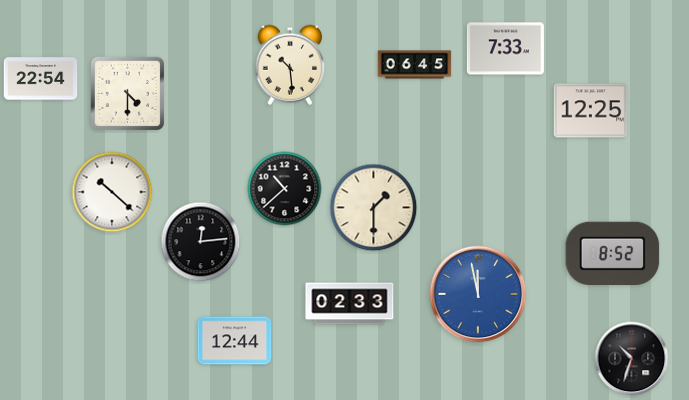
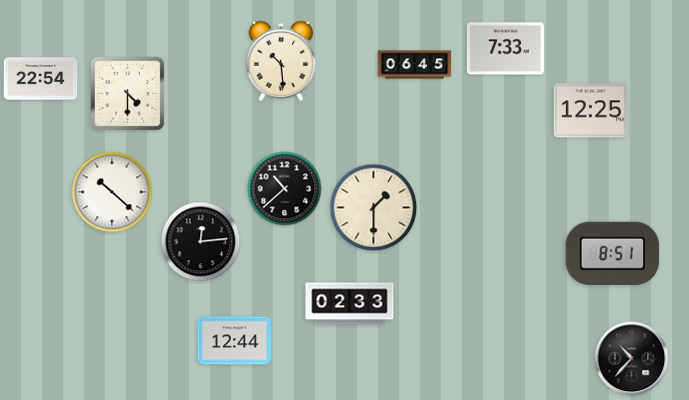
clock at (290, 65) position: (290, 65) -> (281, 61)
clock at (613, 253): 8:52 -> 8:51
clock at (478, 294): 11:58 -> none
clock at (632, 359): 10:33 -> 10:37
